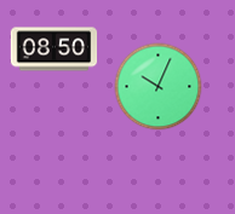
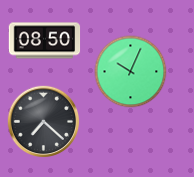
clock at (44, 122): none -> 7:22
